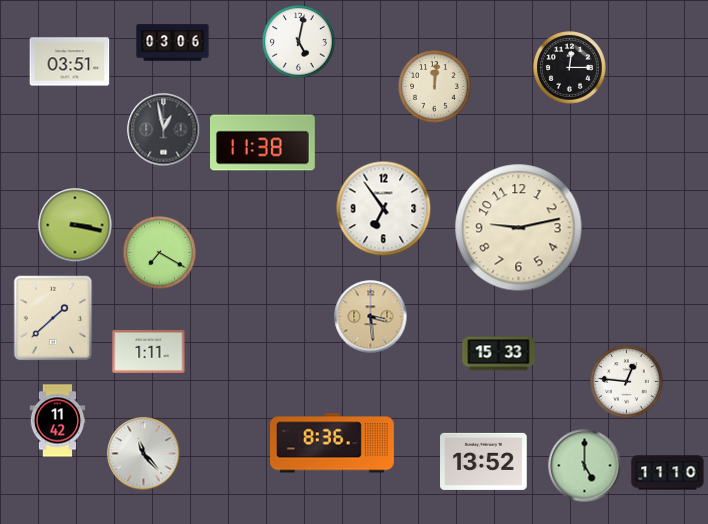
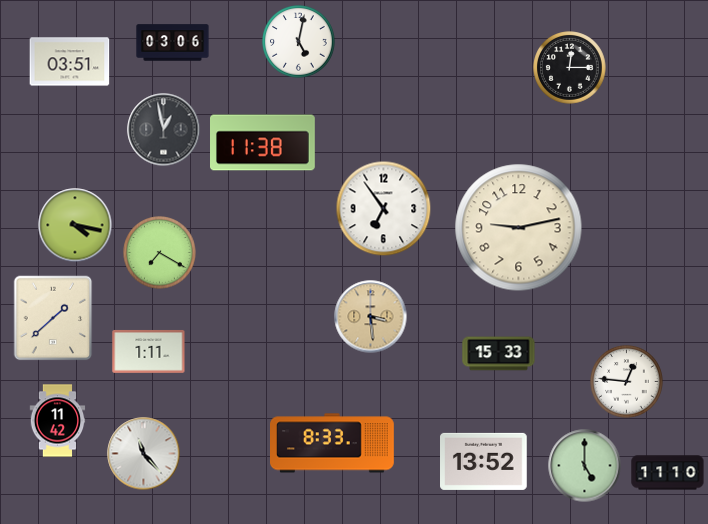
clock at (435, 87): 12:01 -> none
clock at (75, 225): 3:17 -> 4:17
clock at (333, 443): 8:36 -> 8:33
